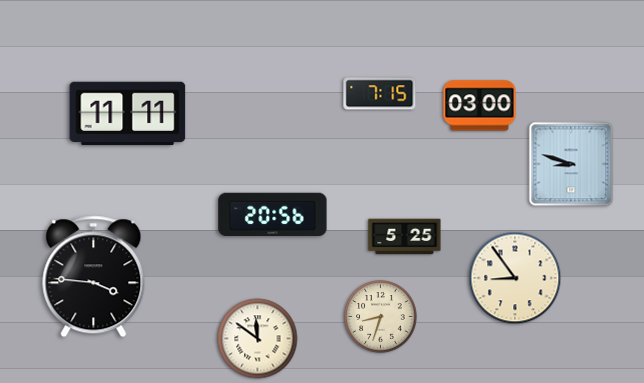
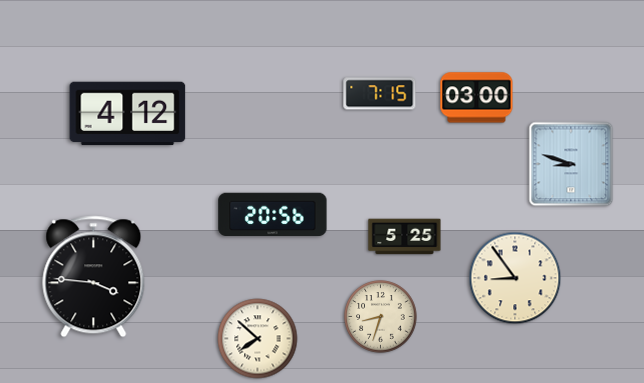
clock at (480, 106) position: (480, 106) -> (477, 98)
clock at (128, 114): 11:11 -> 4:12
clock at (258, 339): 11:51 -> 7:52
